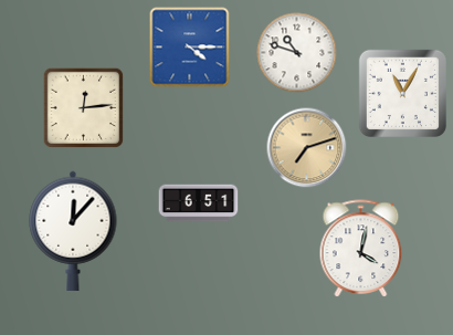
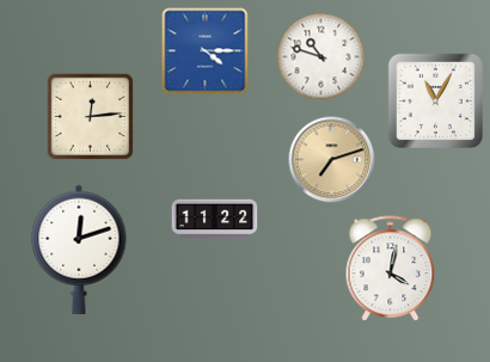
clock at (199, 203): 6:51 -> 11:22
clock at (73, 231): 12:07 -> 12:12
